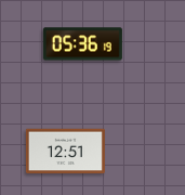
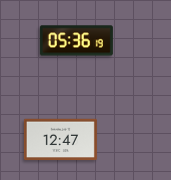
clock at (65, 152): 12:51 -> 12:47
